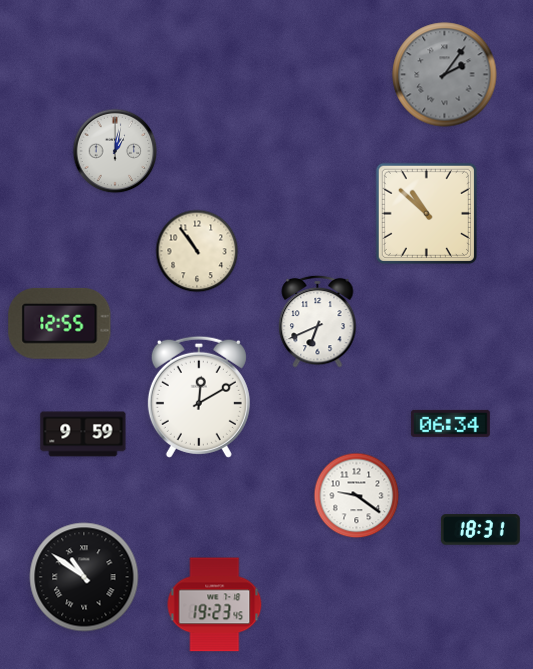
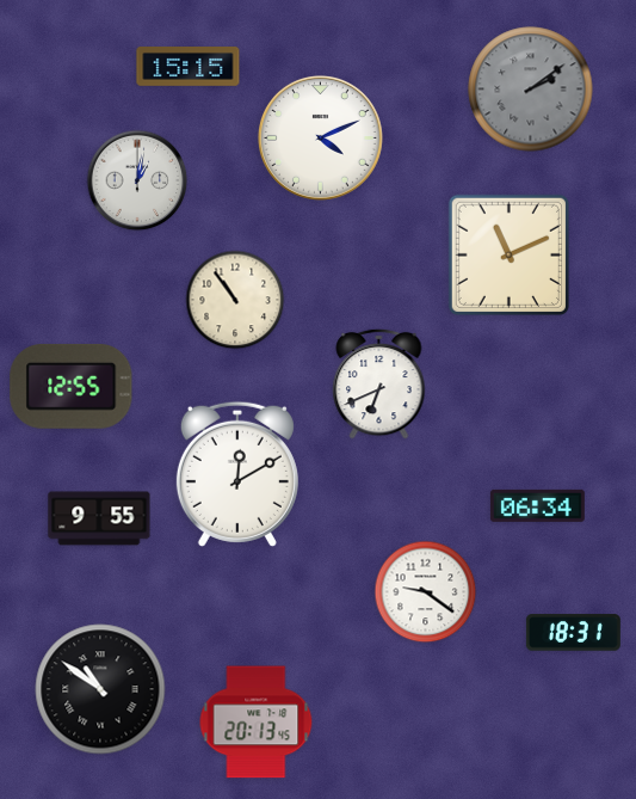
clock at (189, 67): none -> 15:15
clock at (445, 75): 2:06 -> 2:09
clock at (320, 137): none -> 4:11
clock at (426, 213): 10:52 -> 11:11
clock at (83, 434): 9:59 -> 9:55
clock at (215, 605): 19:23 -> 20:13
